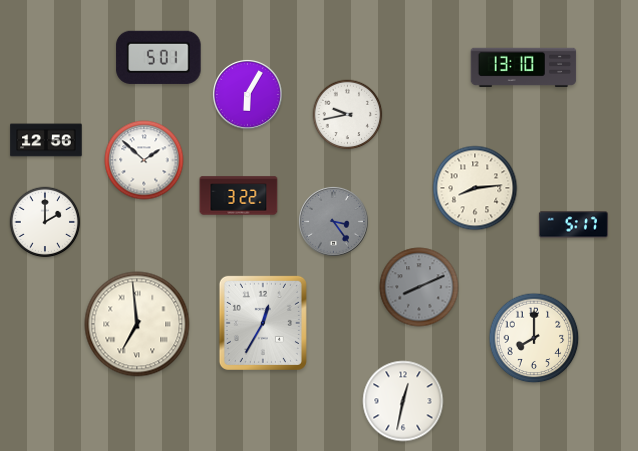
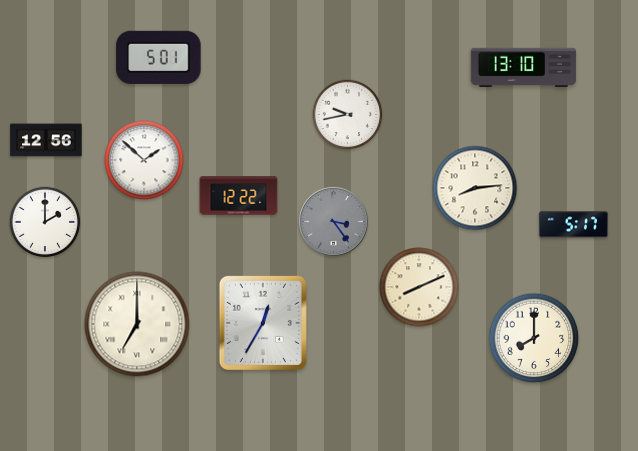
clock at (247, 94): 6:05 -> none
clock at (239, 196): 3:22 -> 12:22
clock at (419, 287) dial: grey -> cream
clock at (137, 324): 6:59 -> 7:00
clock at (403, 401): 12:32 -> none
